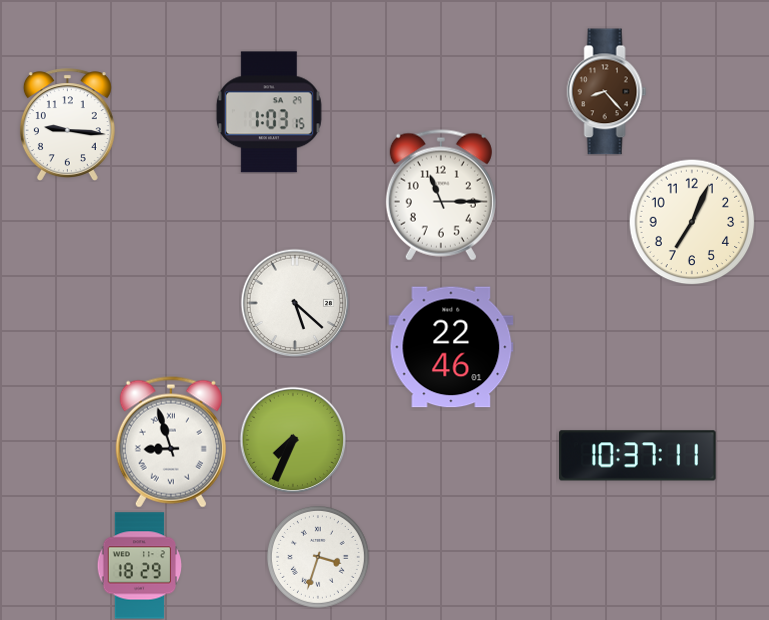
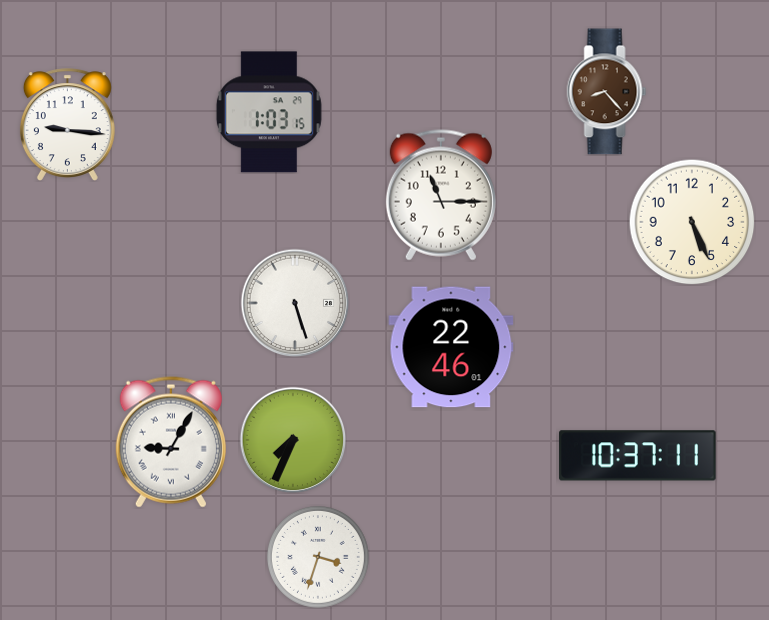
clock at (692, 222): 7:04 -> 5:26
clock at (295, 303): 5:22 -> 5:27
clock at (171, 442): 8:57 -> 9:05
clock at (140, 566): 18:29 -> none
